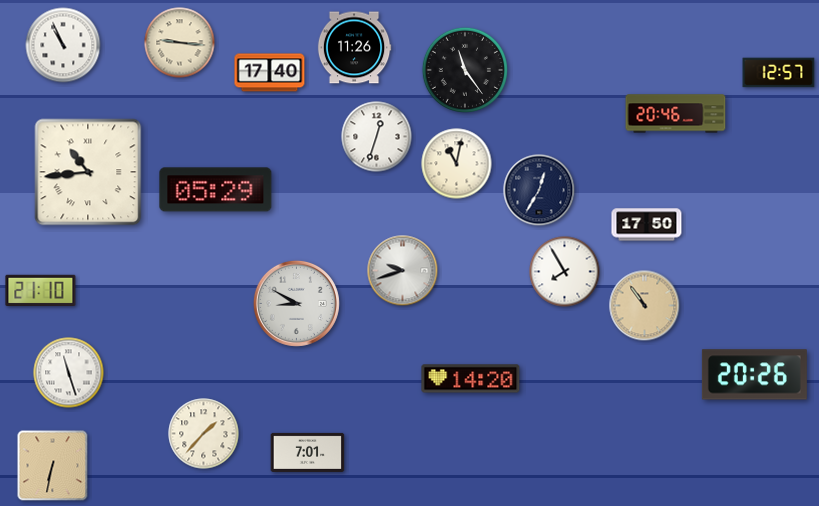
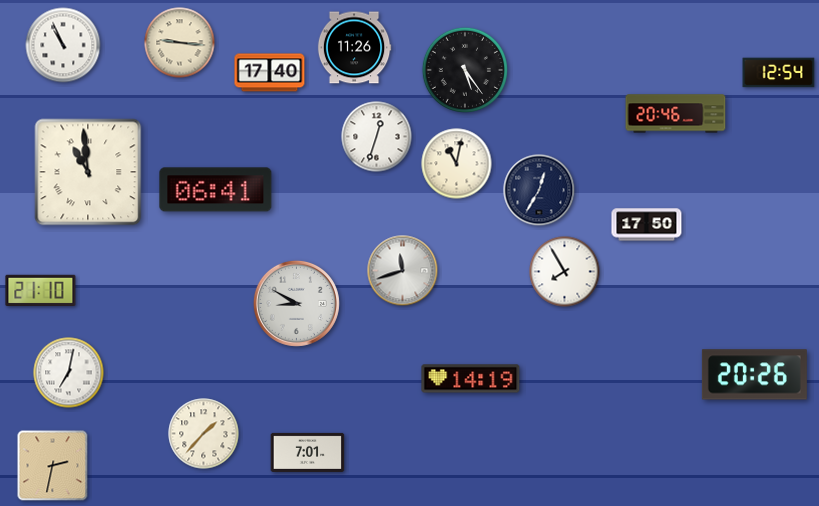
clock at (465, 70): 11:24 -> 5:24
clock at (779, 73): 12:57 -> 12:54
clock at (88, 172): 10:44 -> 10:59
clock at (216, 190): 05:29 -> 06:41
clock at (403, 271): 9:42 -> 11:42
clock at (645, 306): 10:54 -> none
clock at (69, 373): 11:27 -> 7:02
clock at (471, 379): 14:20 -> 14:19
clock at (53, 466): 6:32 -> 2:32
